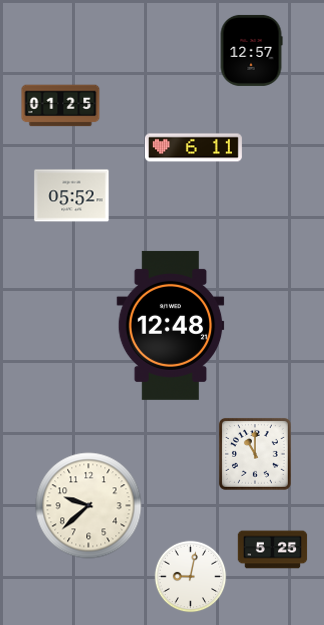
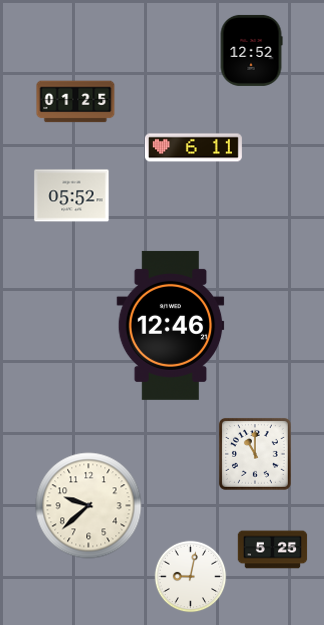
clock at (251, 50): 12:57 -> 12:52
clock at (61, 106) position: (61, 106) -> (76, 102)
clock at (171, 325): 12:48 -> 12:46
